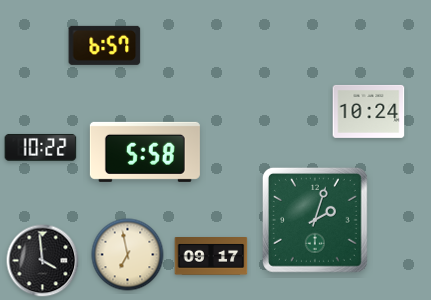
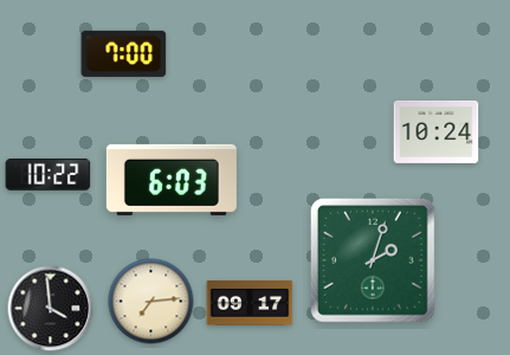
clock at (105, 45): 6:57 -> 7:00
clock at (145, 152): 5:58 -> 6:03
clock at (128, 255): 6:58 -> 7:14
